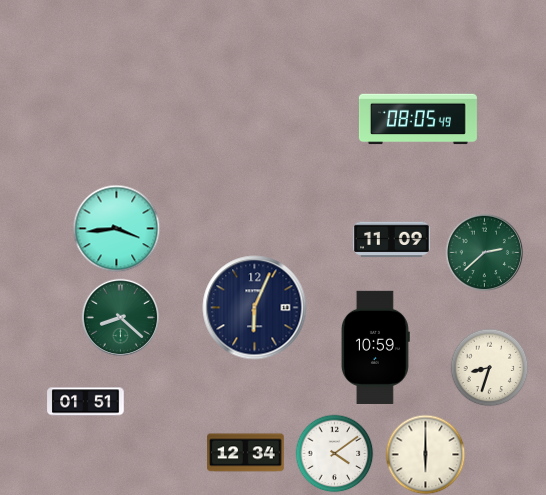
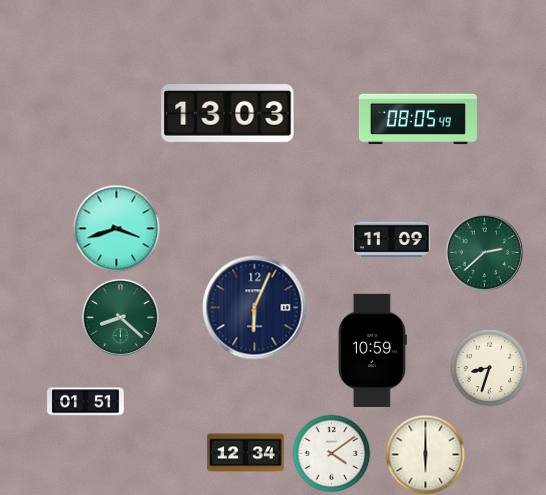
clock at (228, 114): none -> 13:03
clock at (116, 228): 3:44 -> 3:42
clock at (375, 347) position: (375, 347) -> (372, 350)
clock at (334, 453) position: (334, 453) -> (331, 453)
